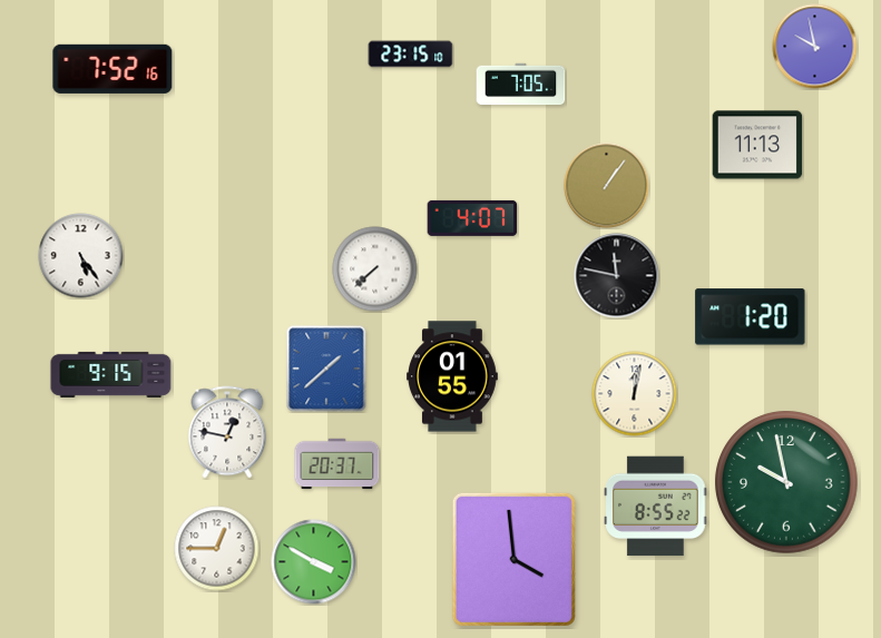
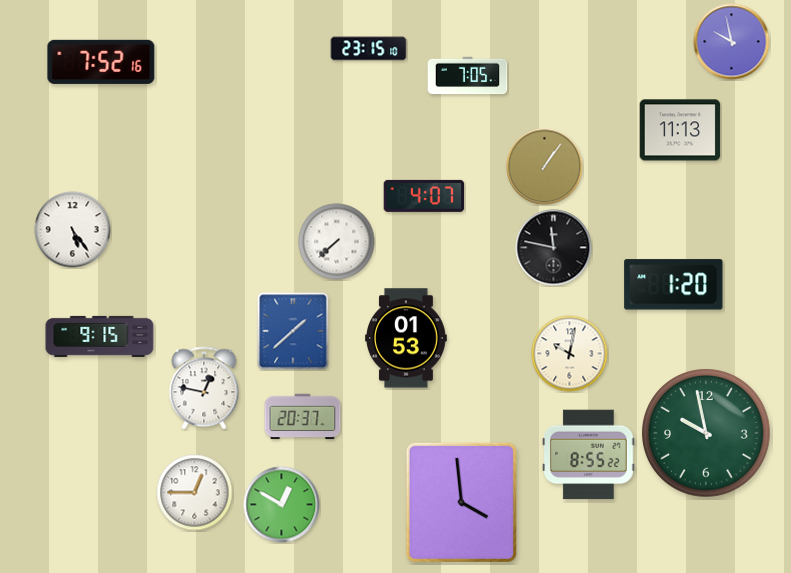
clock at (453, 376): 01:55 -> 01:53
clock at (635, 394): 12:02 -> 10:02
clock at (314, 562): 3:50 -> 12:50
